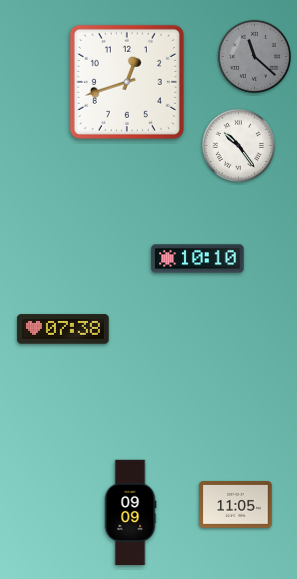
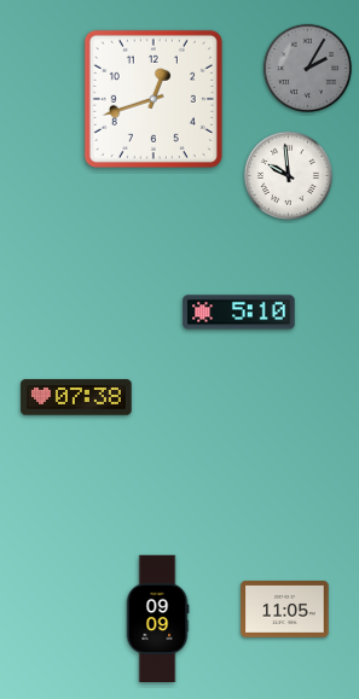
clock at (254, 56): 11:22 -> 2:05
clock at (238, 145): 10:24 -> 9:59
clock at (198, 259): 10:10 -> 5:10
